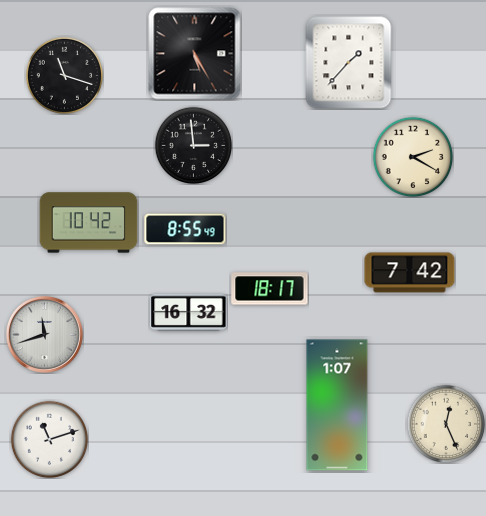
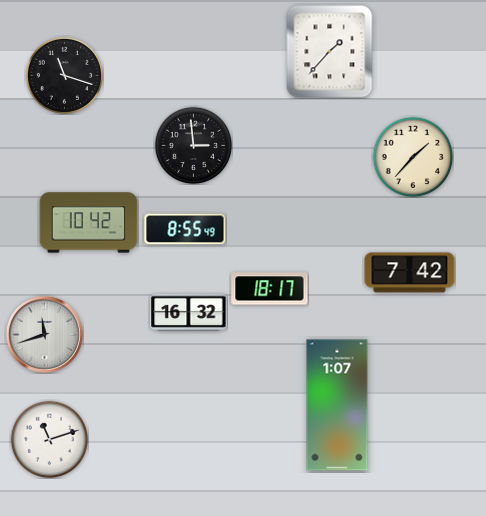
clock at (195, 54): 5:25 -> none
clock at (349, 63) position: (349, 63) -> (330, 52)
clock at (413, 157): 2:20 -> 1:37
clock at (446, 424): 12:26 -> none
